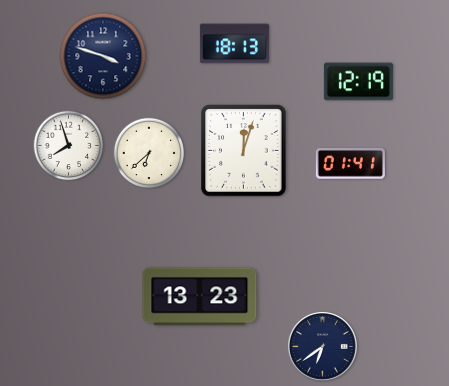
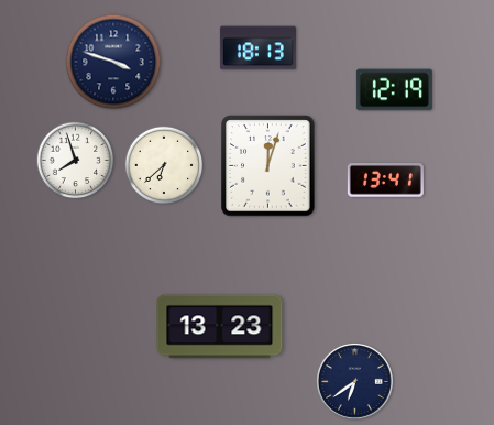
clock at (149, 153) position: (149, 153) -> (164, 165)
clock at (350, 164): 01:41 -> 13:41
